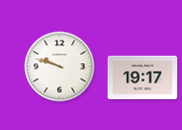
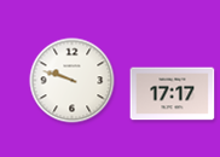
clock at (143, 78): 19:17 -> 17:17
